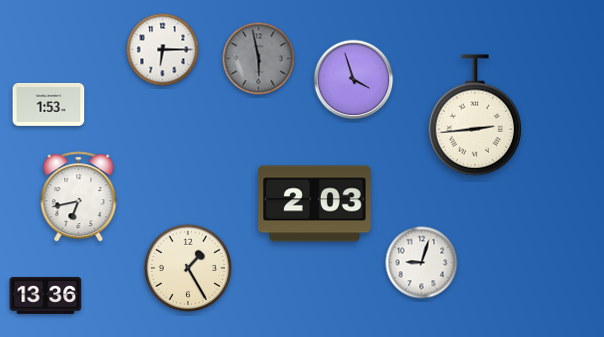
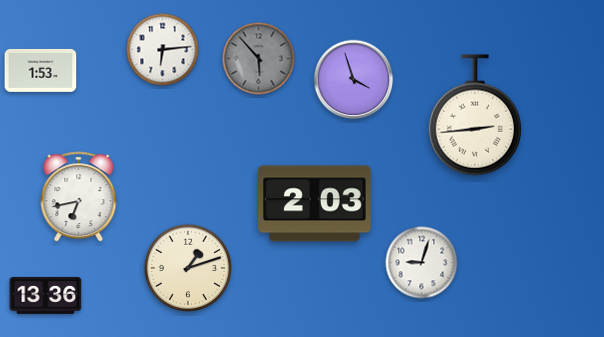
clock at (163, 50): 6:15 -> 6:14
clock at (259, 59): 5:58 -> 5:53
clock at (49, 104) position: (49, 104) -> (41, 70)
clock at (187, 267): 1:25 -> 1:12
